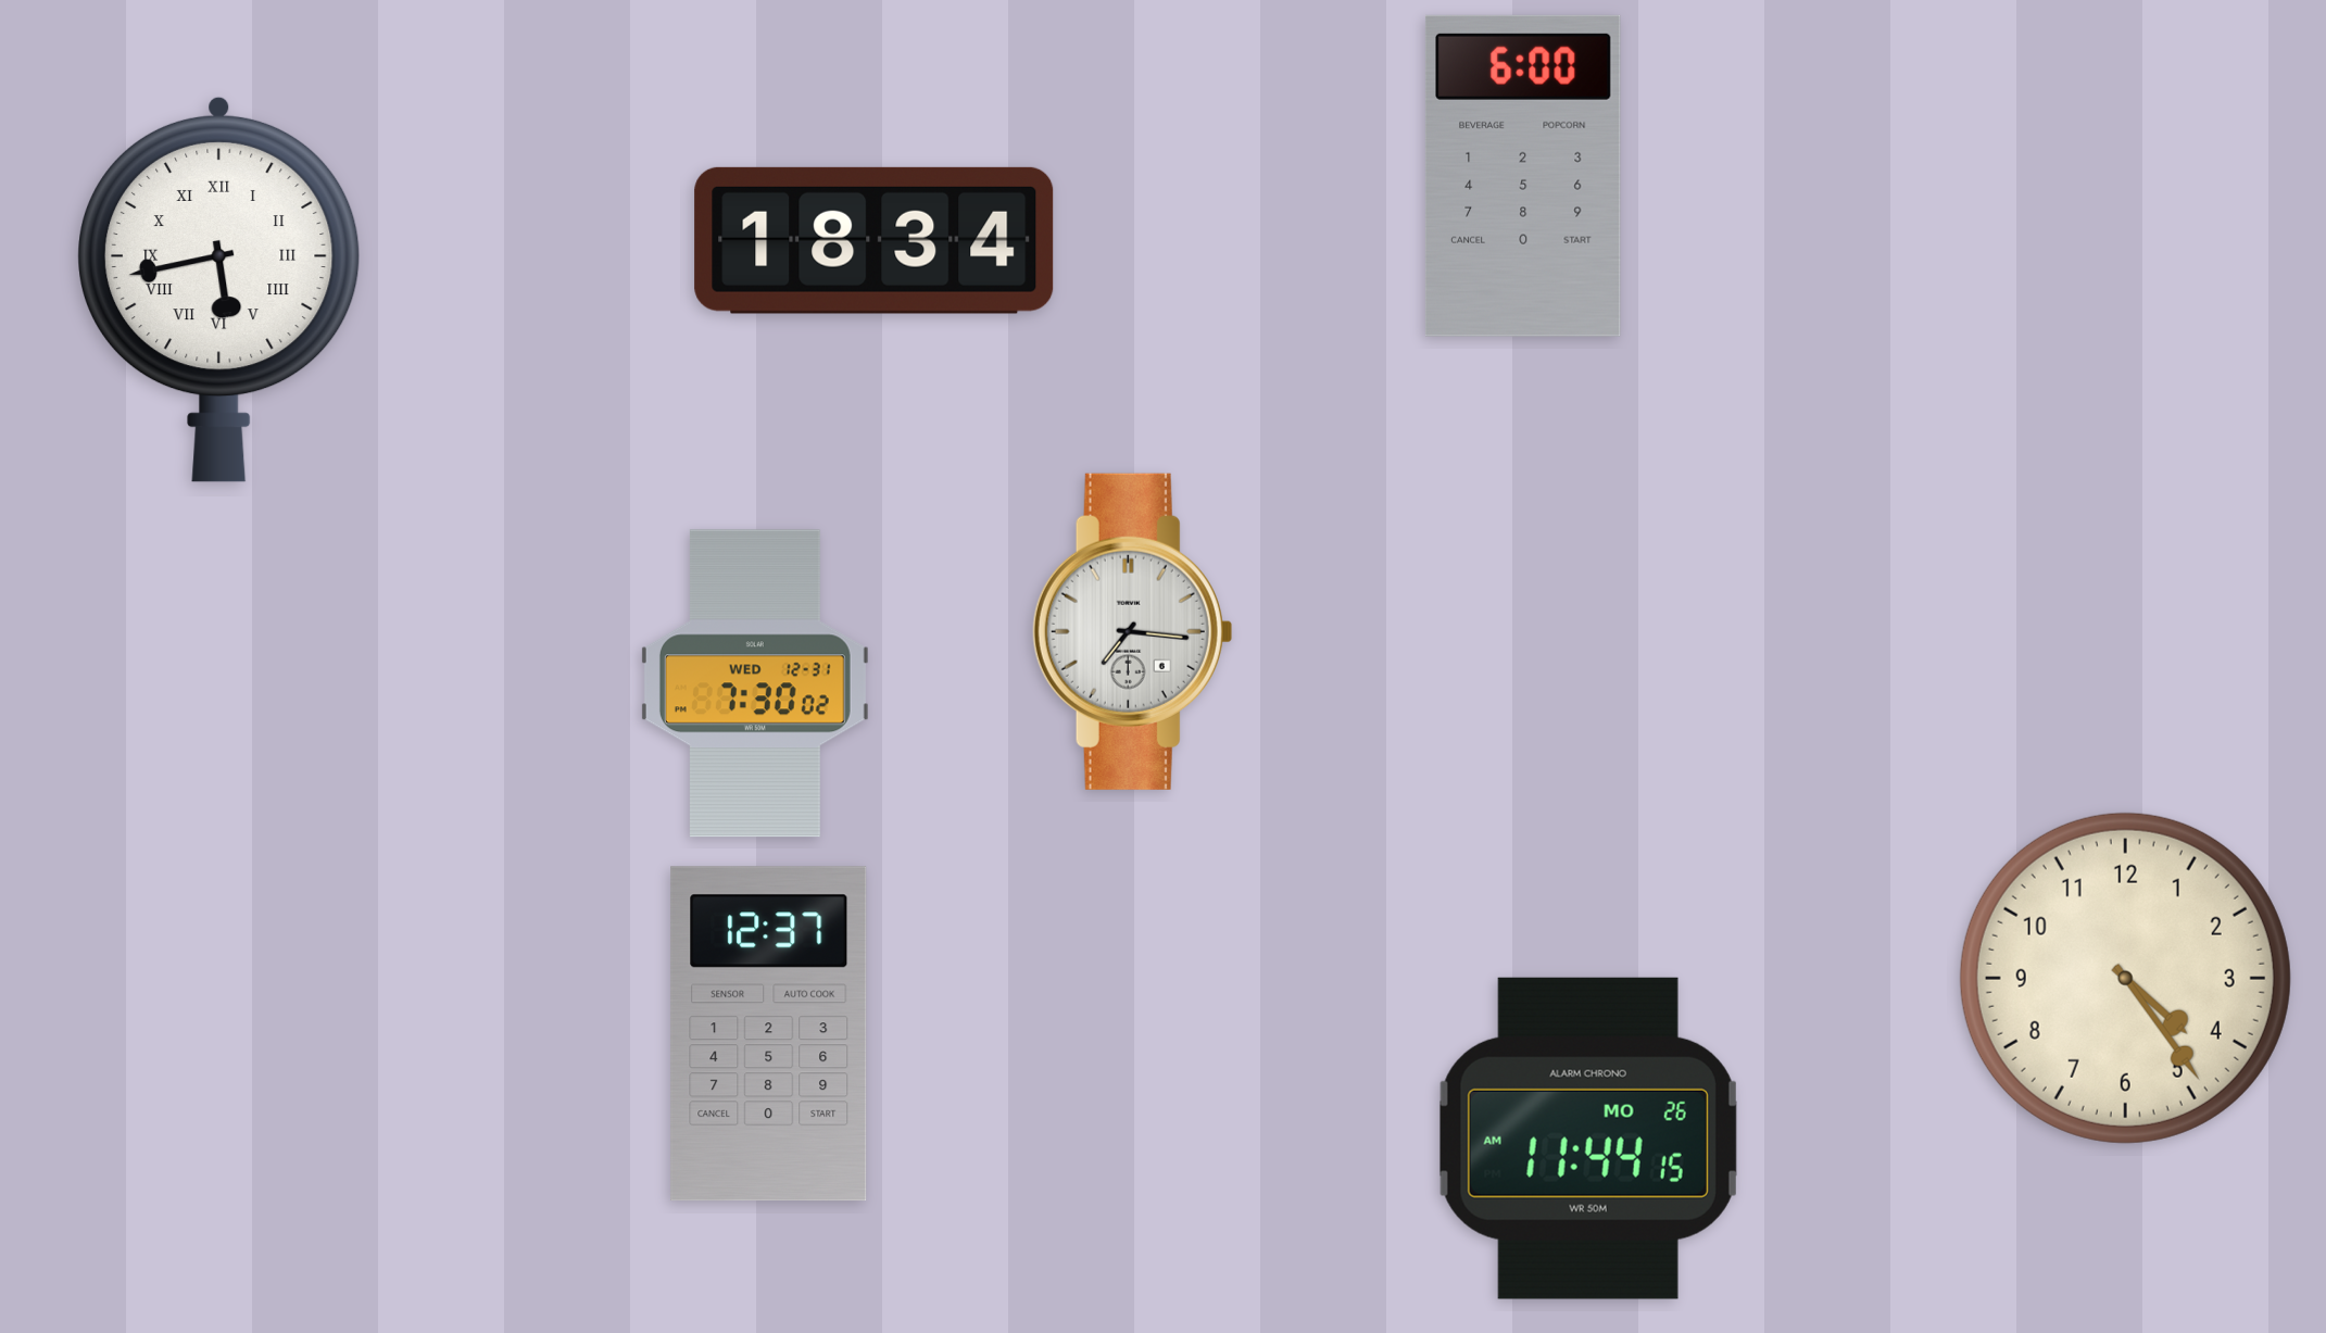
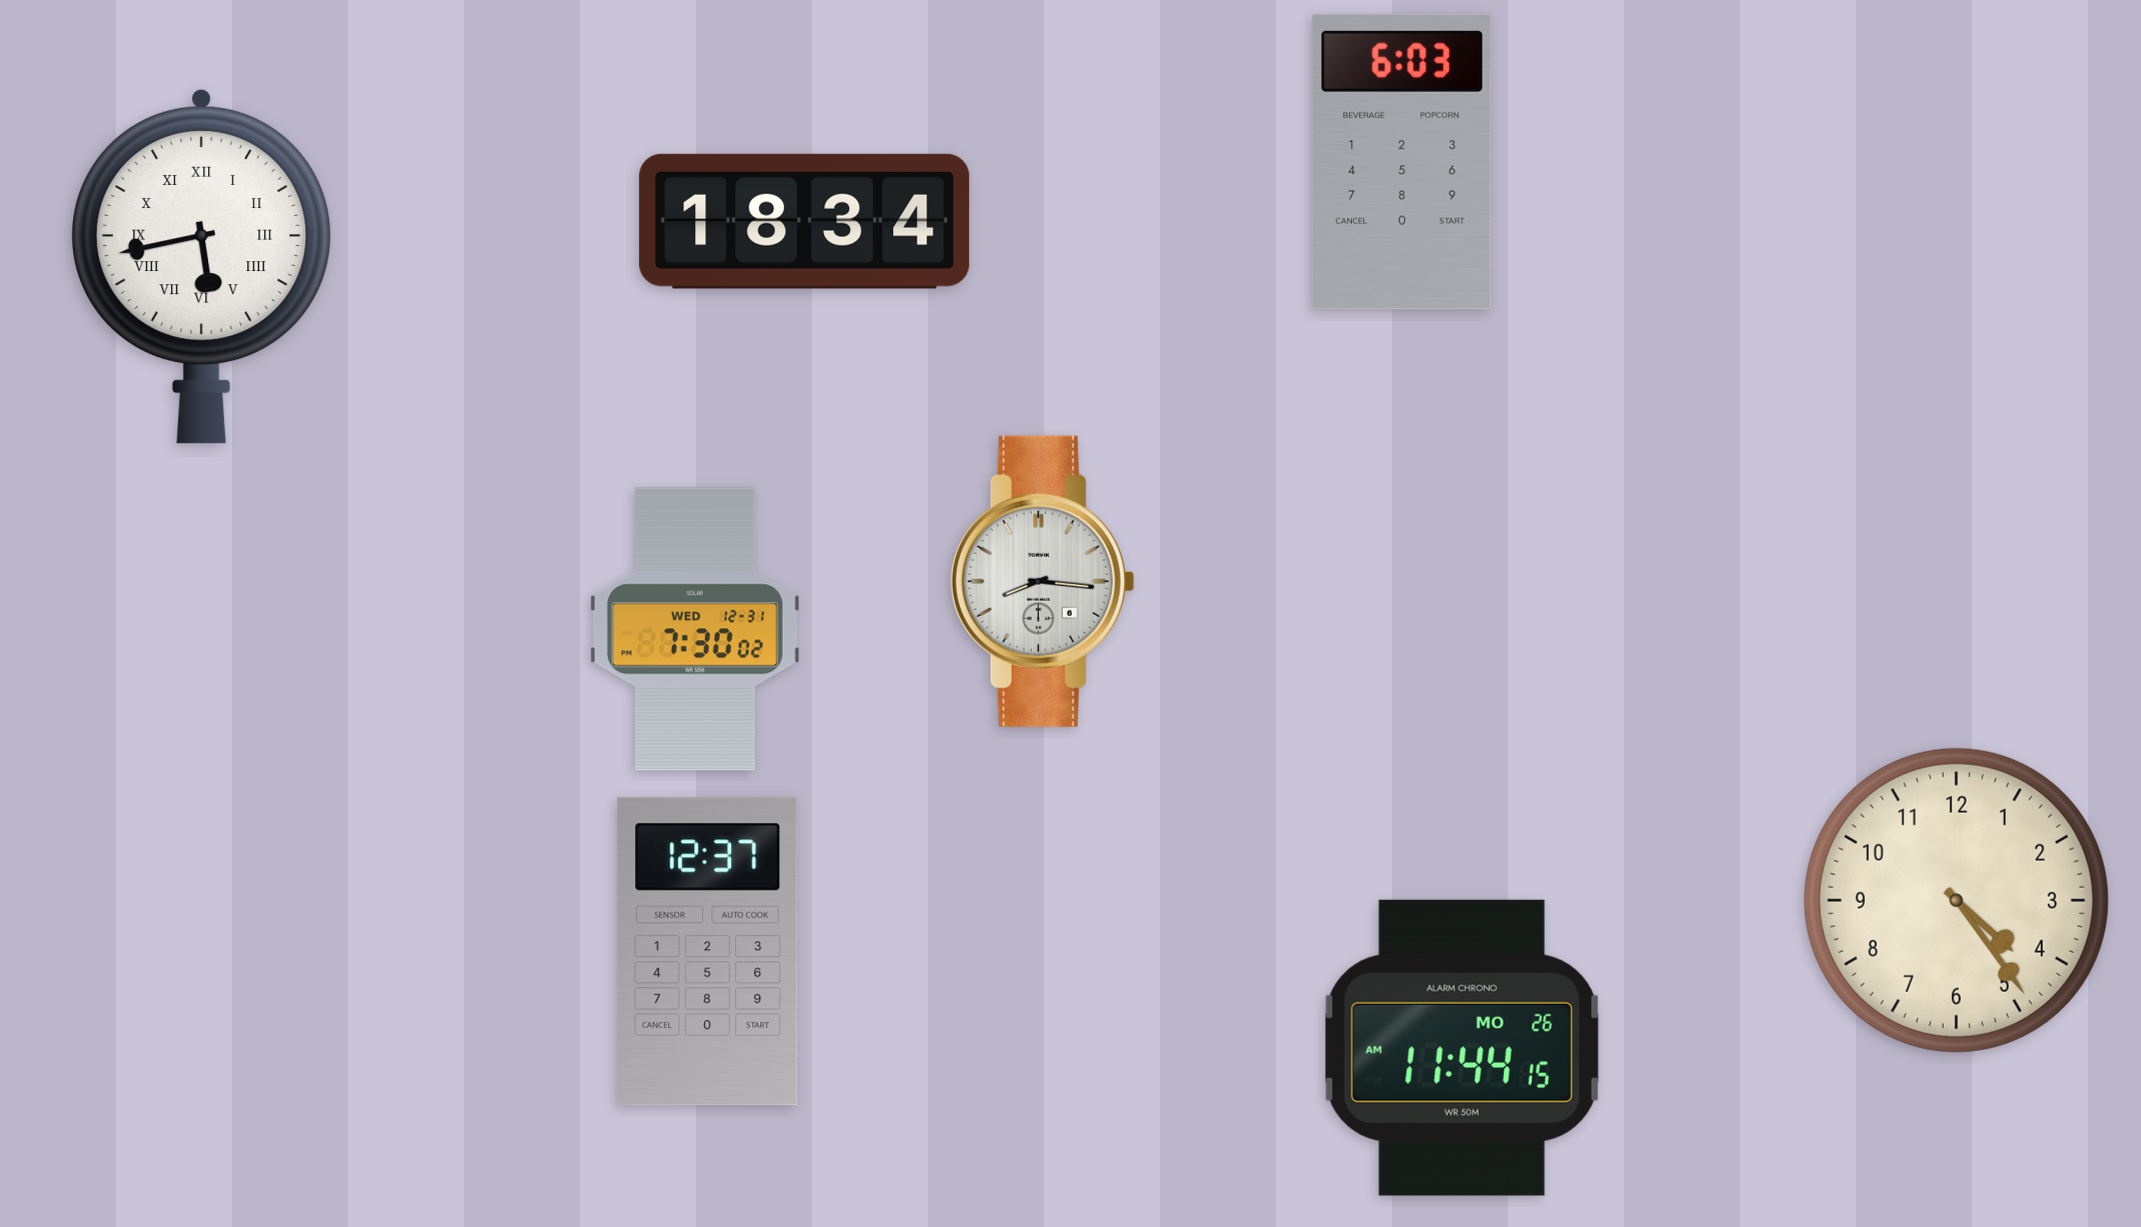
clock at (1523, 176): 6:00 -> 6:03
clock at (1132, 631): 7:16 -> 8:16
